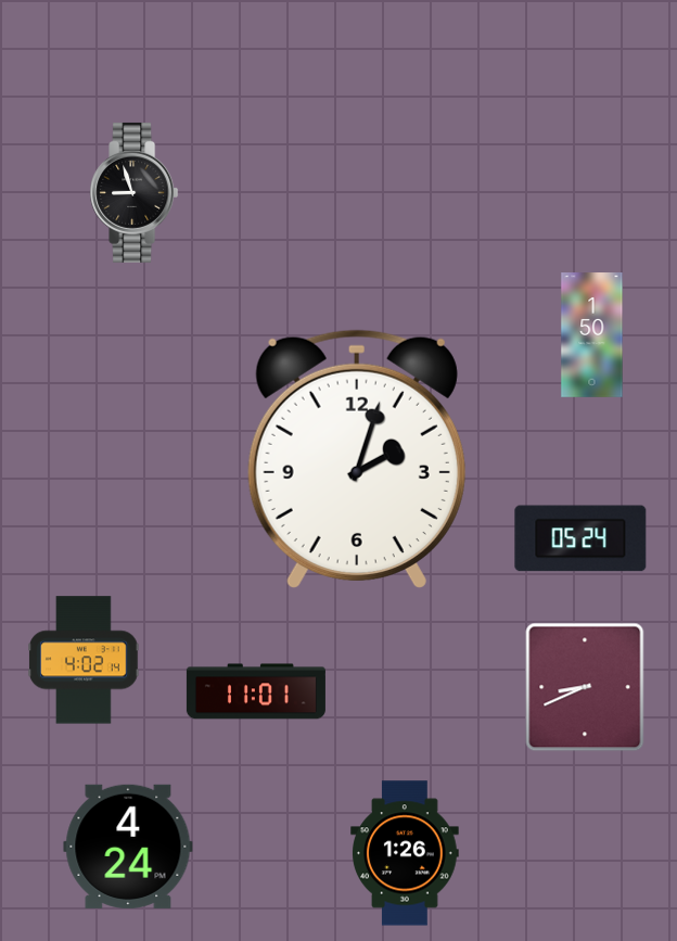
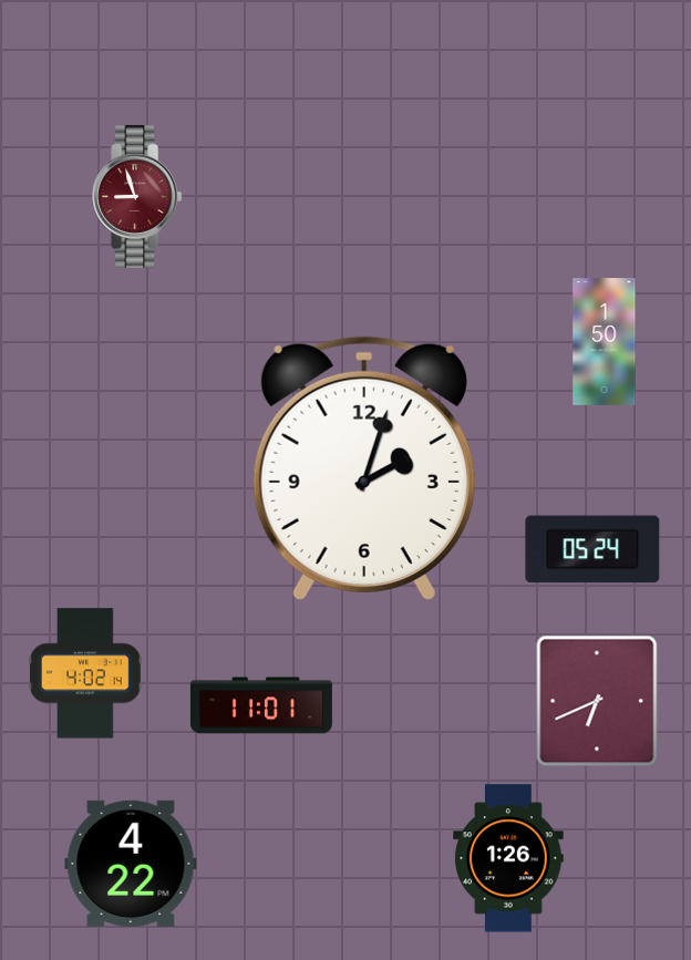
clock at (135, 192) dial: black -> burgundy
clock at (585, 687): 8:41 -> 6:41
clock at (128, 847): 4:24 -> 4:22
clock at (406, 853) position: (406, 853) -> (509, 858)
